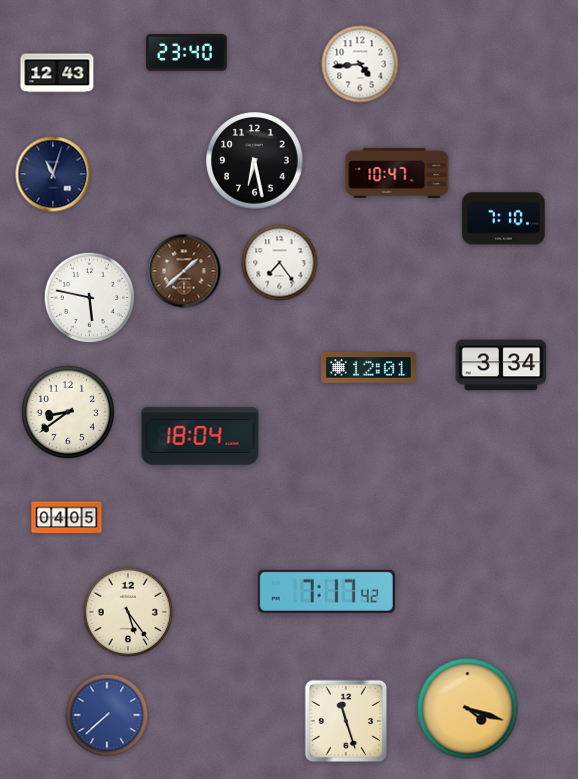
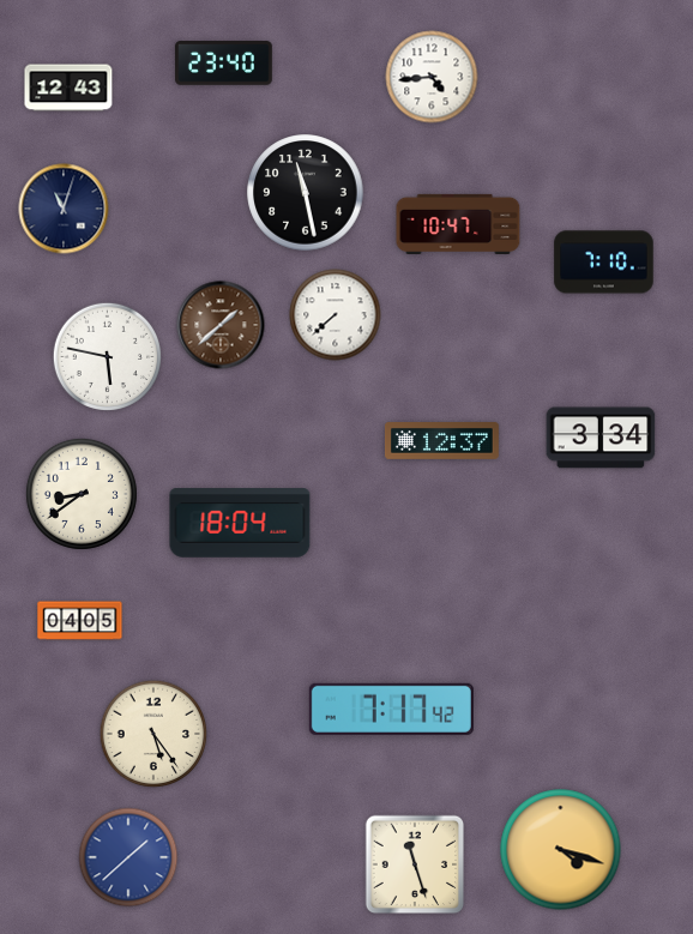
clock at (255, 161): 6:28 -> 11:28
clock at (397, 172) position: (397, 172) -> (458, 223)
clock at (280, 263): 7:24 -> 7:38
clock at (368, 368): 12:01 -> 12:37
clock at (107, 715): 7:38 -> 1:38
